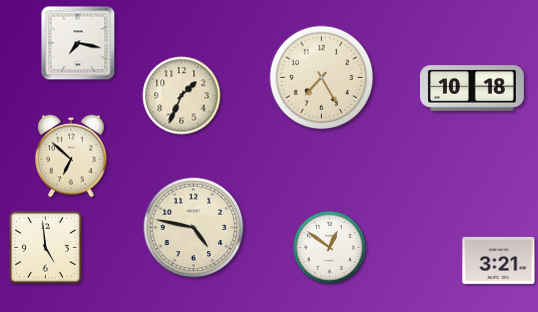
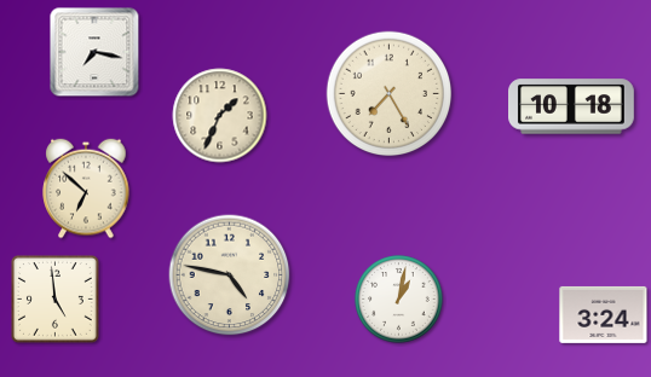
clock at (194, 228) position: (194, 228) -> (230, 275)
clock at (330, 248): 12:51 -> 1:02
clock at (499, 260): 3:21 -> 3:24
